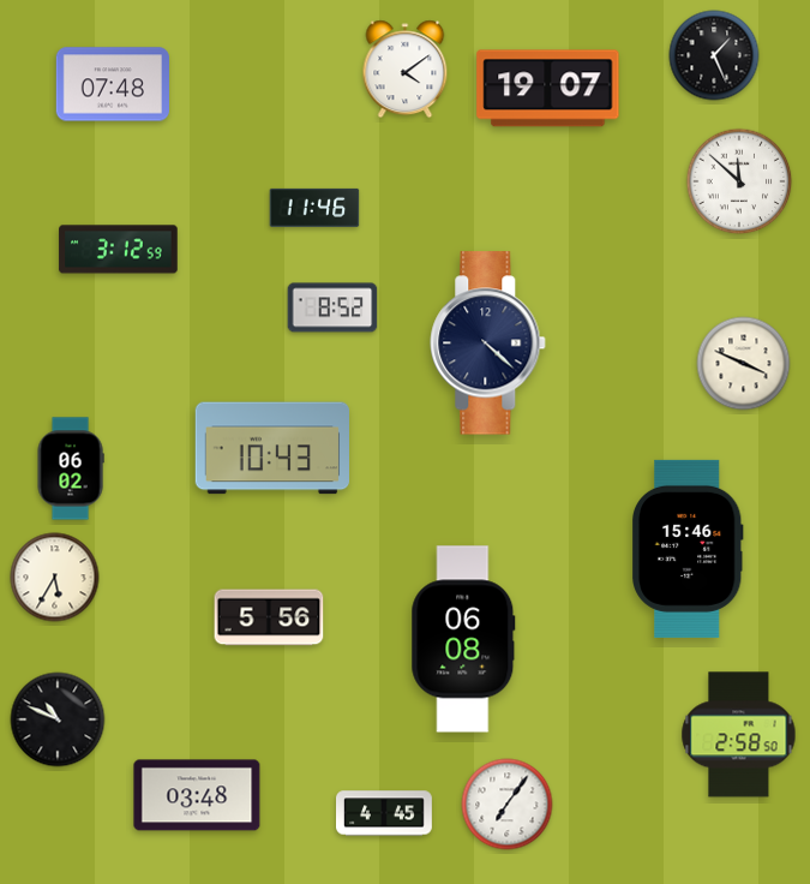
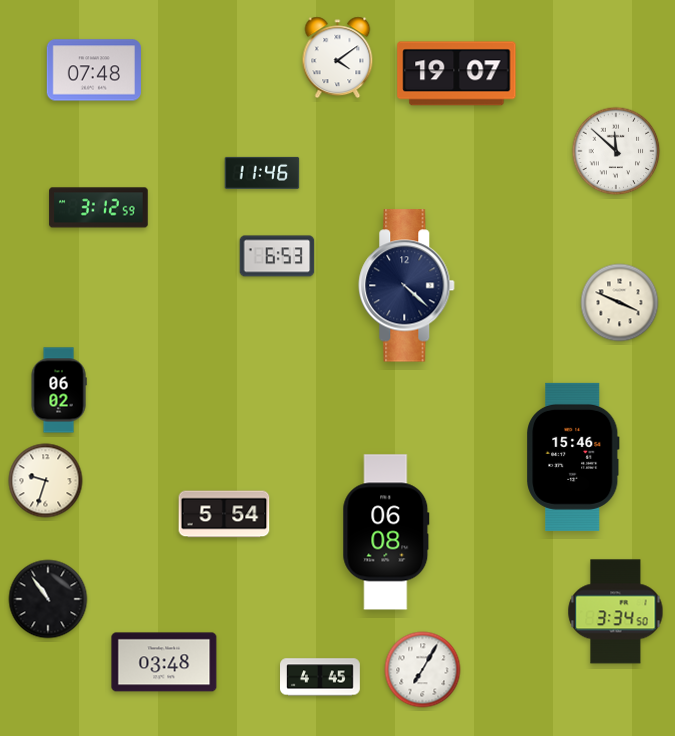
clock at (714, 55): 1:26 -> none
clock at (332, 307): 8:52 -> 6:53
clock at (272, 448): 10:43 -> none
clock at (55, 578): 5:35 -> 9:33
clock at (269, 617): 5:56 -> 5:54
clock at (58, 719): 10:49 -> 10:54
clock at (739, 735): 2:58 -> 3:34
clock at (508, 805): 7:06 -> 7:05
